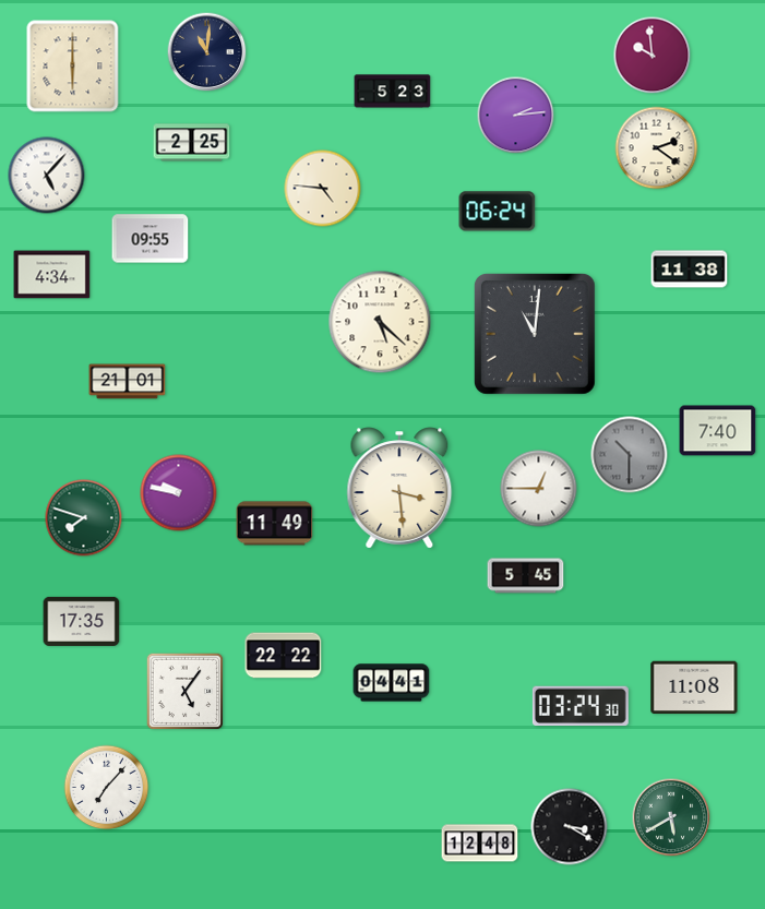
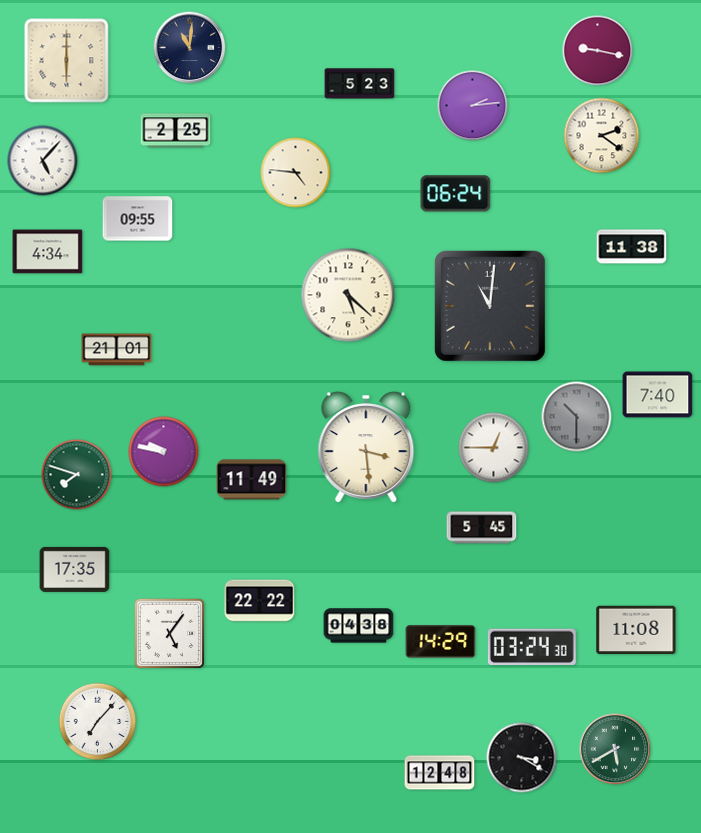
clock at (653, 56): 9:59 -> 9:17
clock at (392, 683): 04:41 -> 04:38
clock at (441, 642): none -> 14:29
